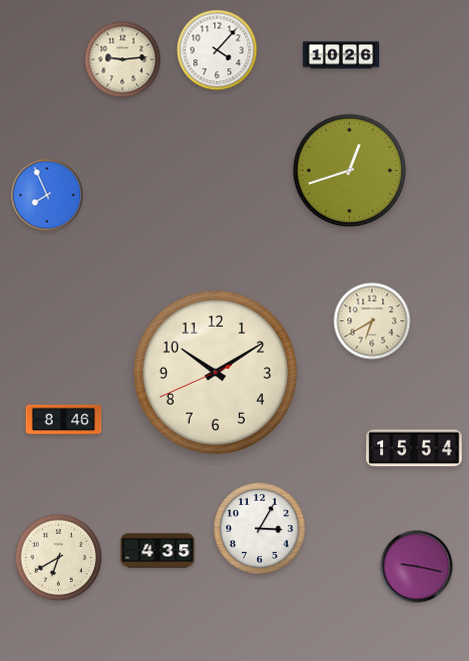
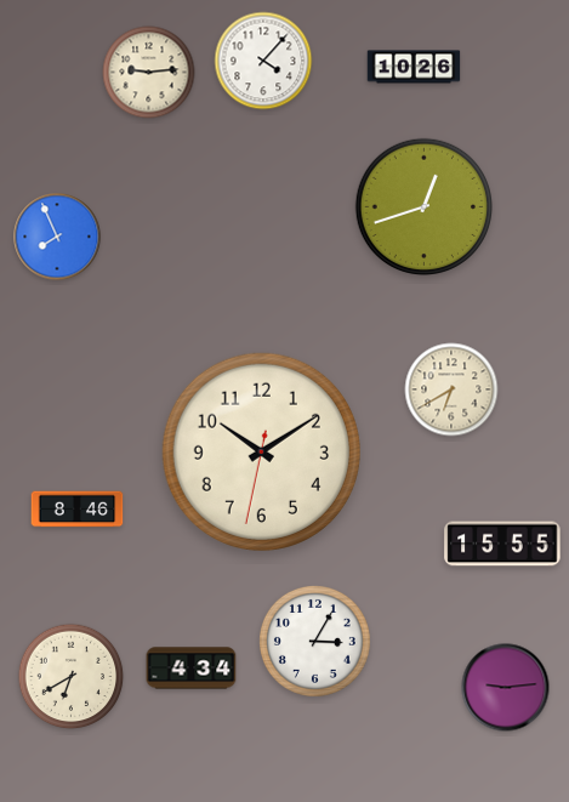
clock at (215, 372): 10:09:41 -> 10:09:32
clock at (414, 448): 15:54 -> 15:55
clock at (158, 551): 4:35 -> 4:34
clock at (417, 567): 9:17 -> 9:14
